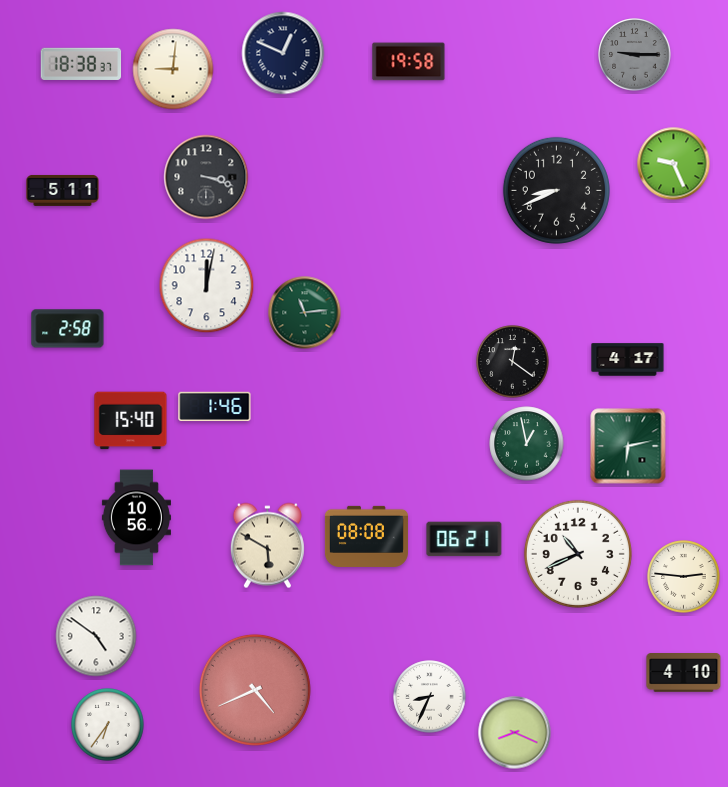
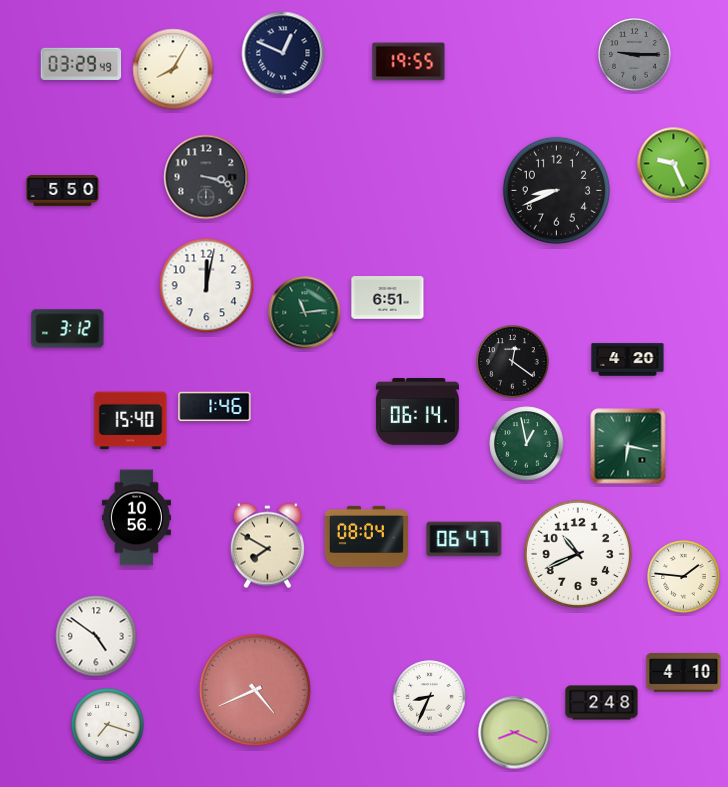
clock at (409, 62): 19:58 -> 19:55
clock at (81, 64): 18:38 -> 03:29
clock at (173, 69): 9:01 -> 8:05
clock at (63, 190): 5:11 -> 5:50
clock at (388, 298): none -> 6:51
clock at (68, 329): 2:58 -> 3:12
clock at (628, 360): 4:17 -> 4:20
clock at (417, 412): none -> 06:14
clock at (628, 446): 6:13 -> 6:17
clock at (366, 536): 08:08 -> 08:04
clock at (464, 539): 06:21 -> 06:47
clock at (267, 546): 5:50 -> 7:50
clock at (684, 577): 2:46 -> 1:46
clock at (602, 703): none -> 2:48
clock at (108, 725): 6:36 -> 7:18
